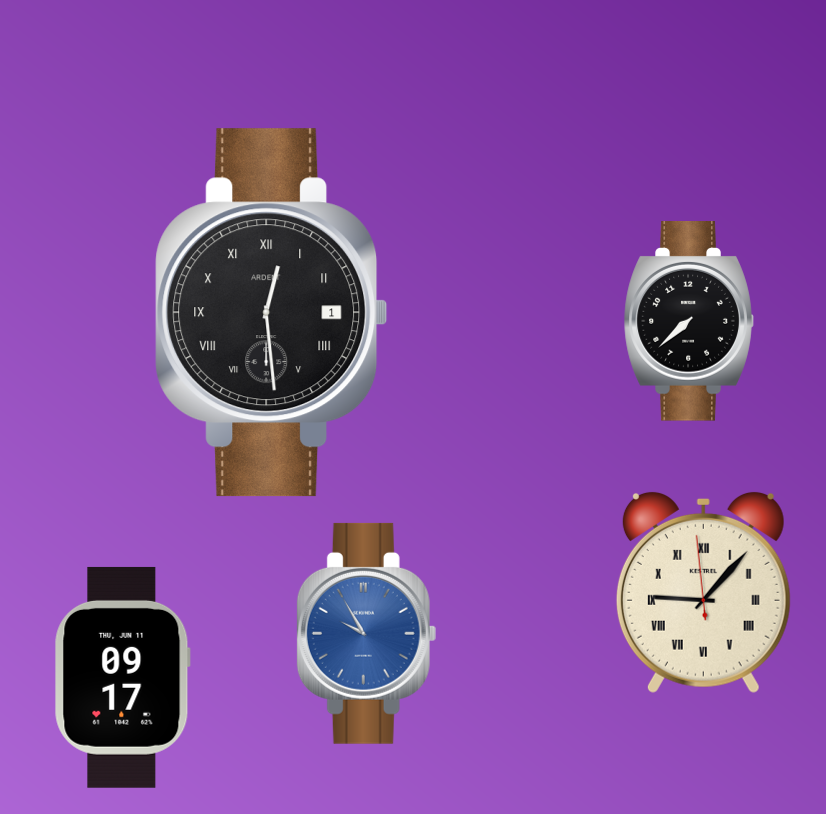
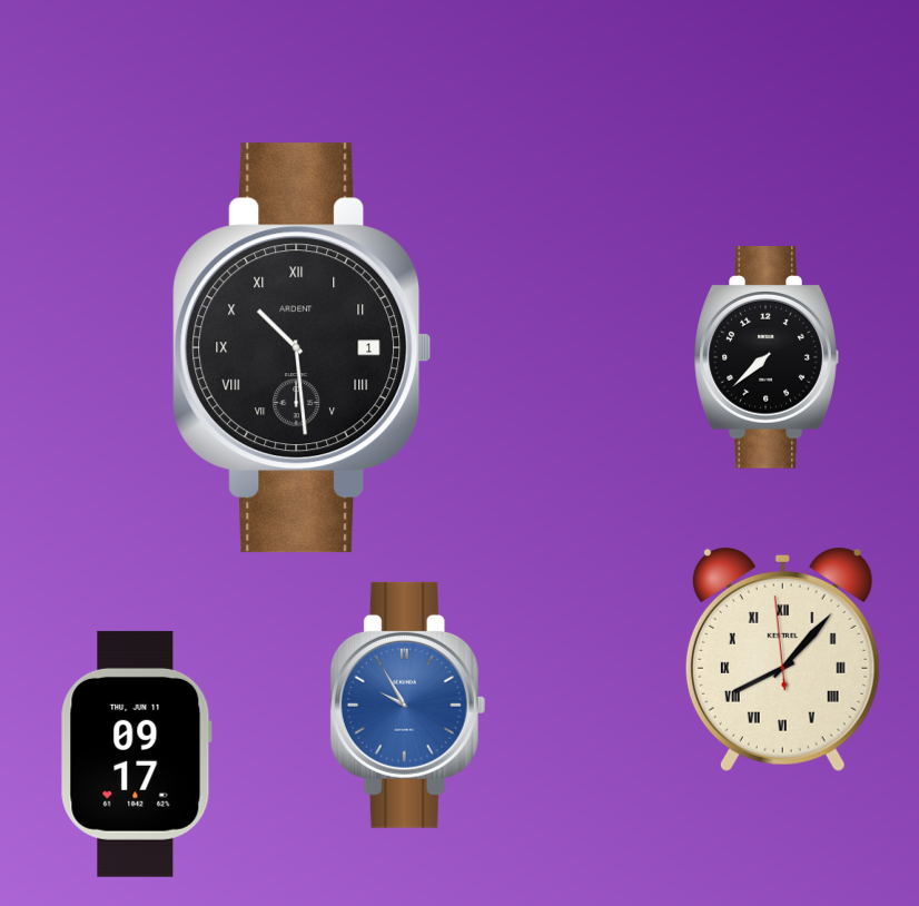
clock at (272, 313): 12:29 -> 10:29
clock at (703, 592): 9:06 -> 8:06
